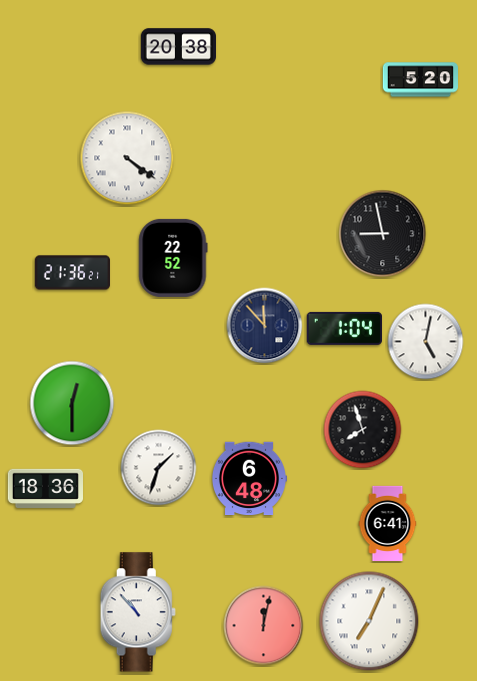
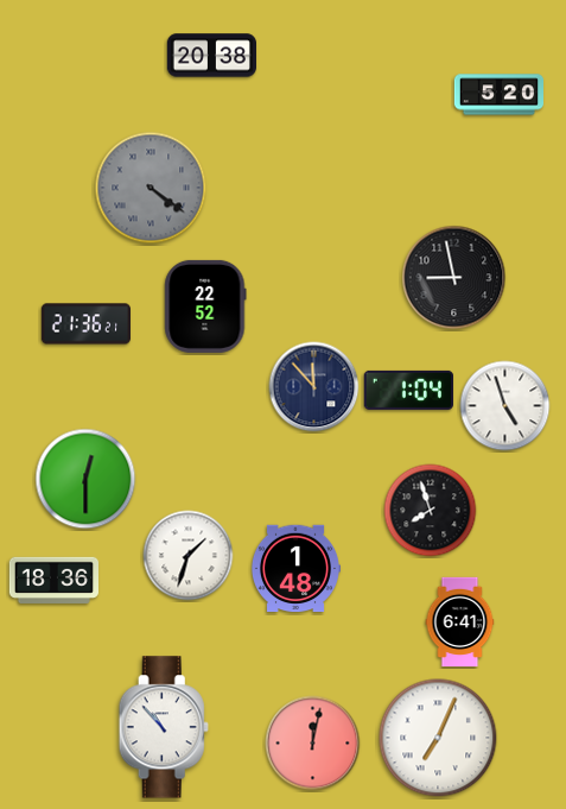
clock at (127, 158) dial: white -> grey
clock at (426, 342): 5:02 -> 4:57
clock at (248, 479): 6:48 -> 1:48
